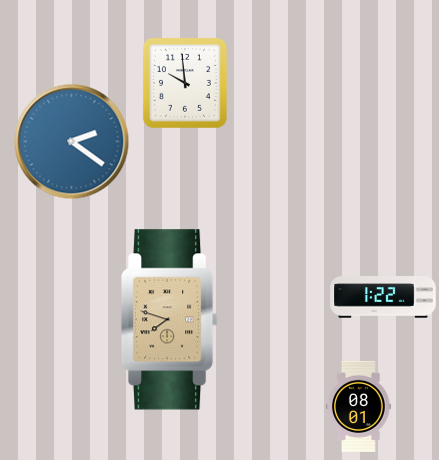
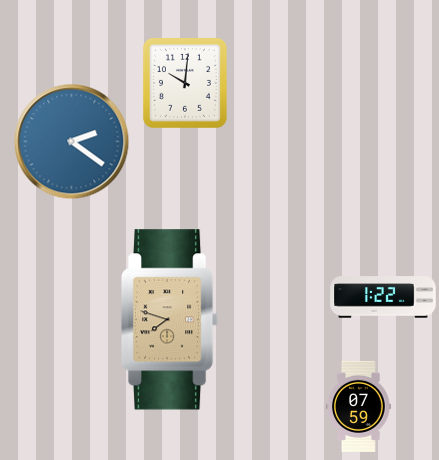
clock at (185, 83): 9:59 -> 10:01
clock at (359, 406): 08:01 -> 07:59
